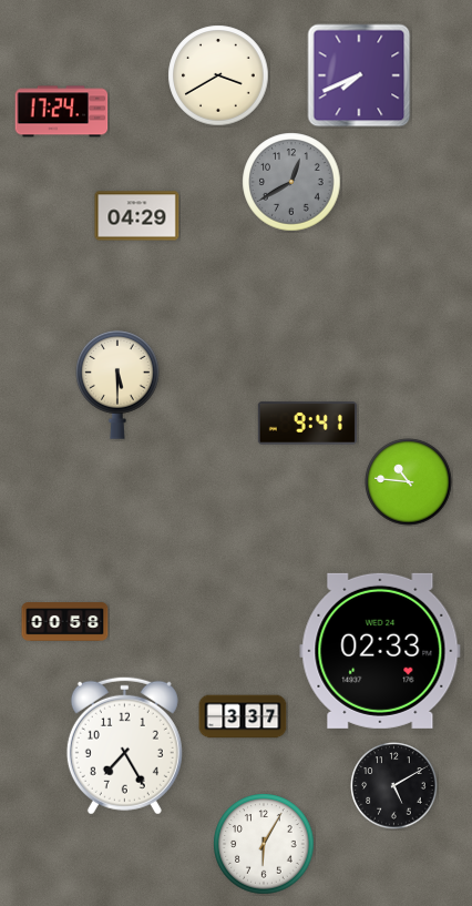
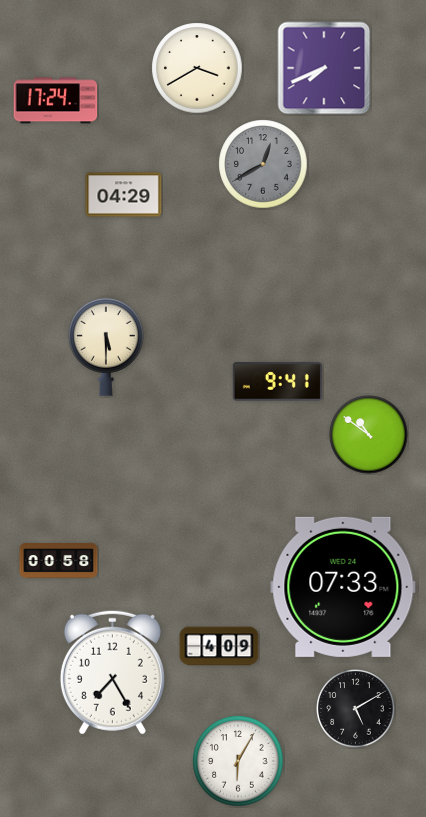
clock at (409, 482): 10:46 -> 10:51
clock at (380, 651): 02:33 -> 07:33
clock at (243, 716): 3:37 -> 4:09
